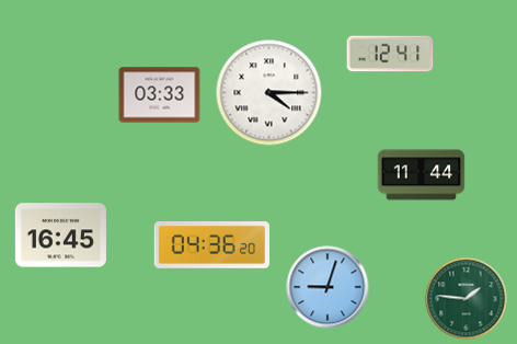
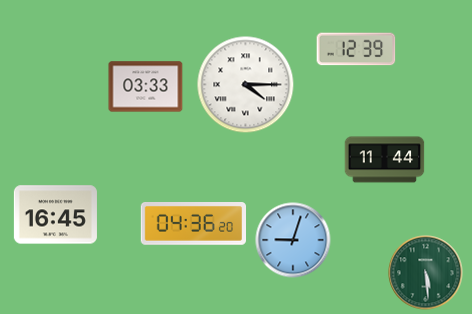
clock at (390, 54): 12:41 -> 12:39
clock at (328, 287) position: (328, 287) -> (293, 240)
clock at (467, 299): 1:46 -> 5:29
